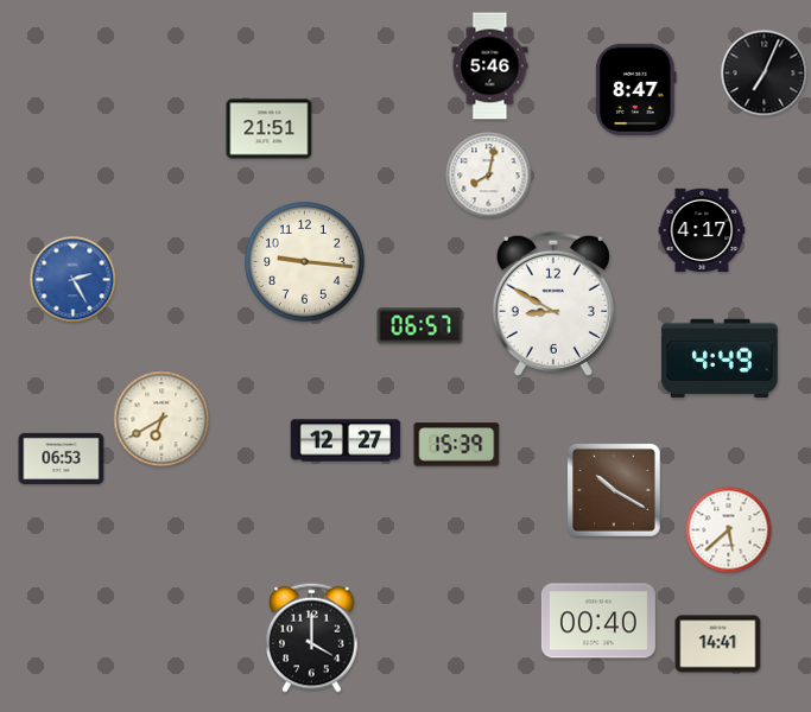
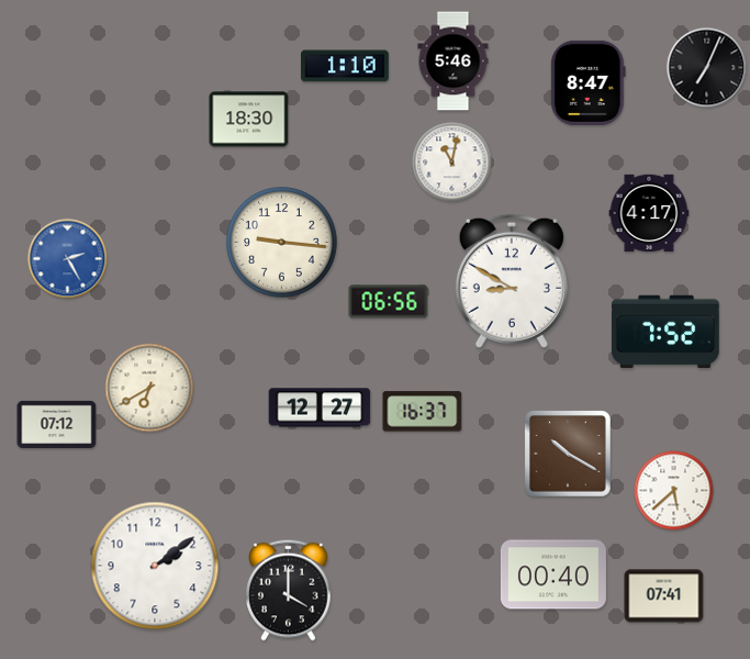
clock at (346, 66): none -> 1:10
clock at (270, 129): 21:51 -> 18:30
clock at (489, 176): 8:02 -> 11:02
clock at (420, 326): 06:57 -> 06:56
clock at (720, 358): 4:49 -> 7:52
clock at (457, 445): 15:39 -> 16:37
clock at (62, 458): 06:53 -> 07:12
clock at (155, 566): none -> 2:09
clock at (718, 644): 14:41 -> 07:41
